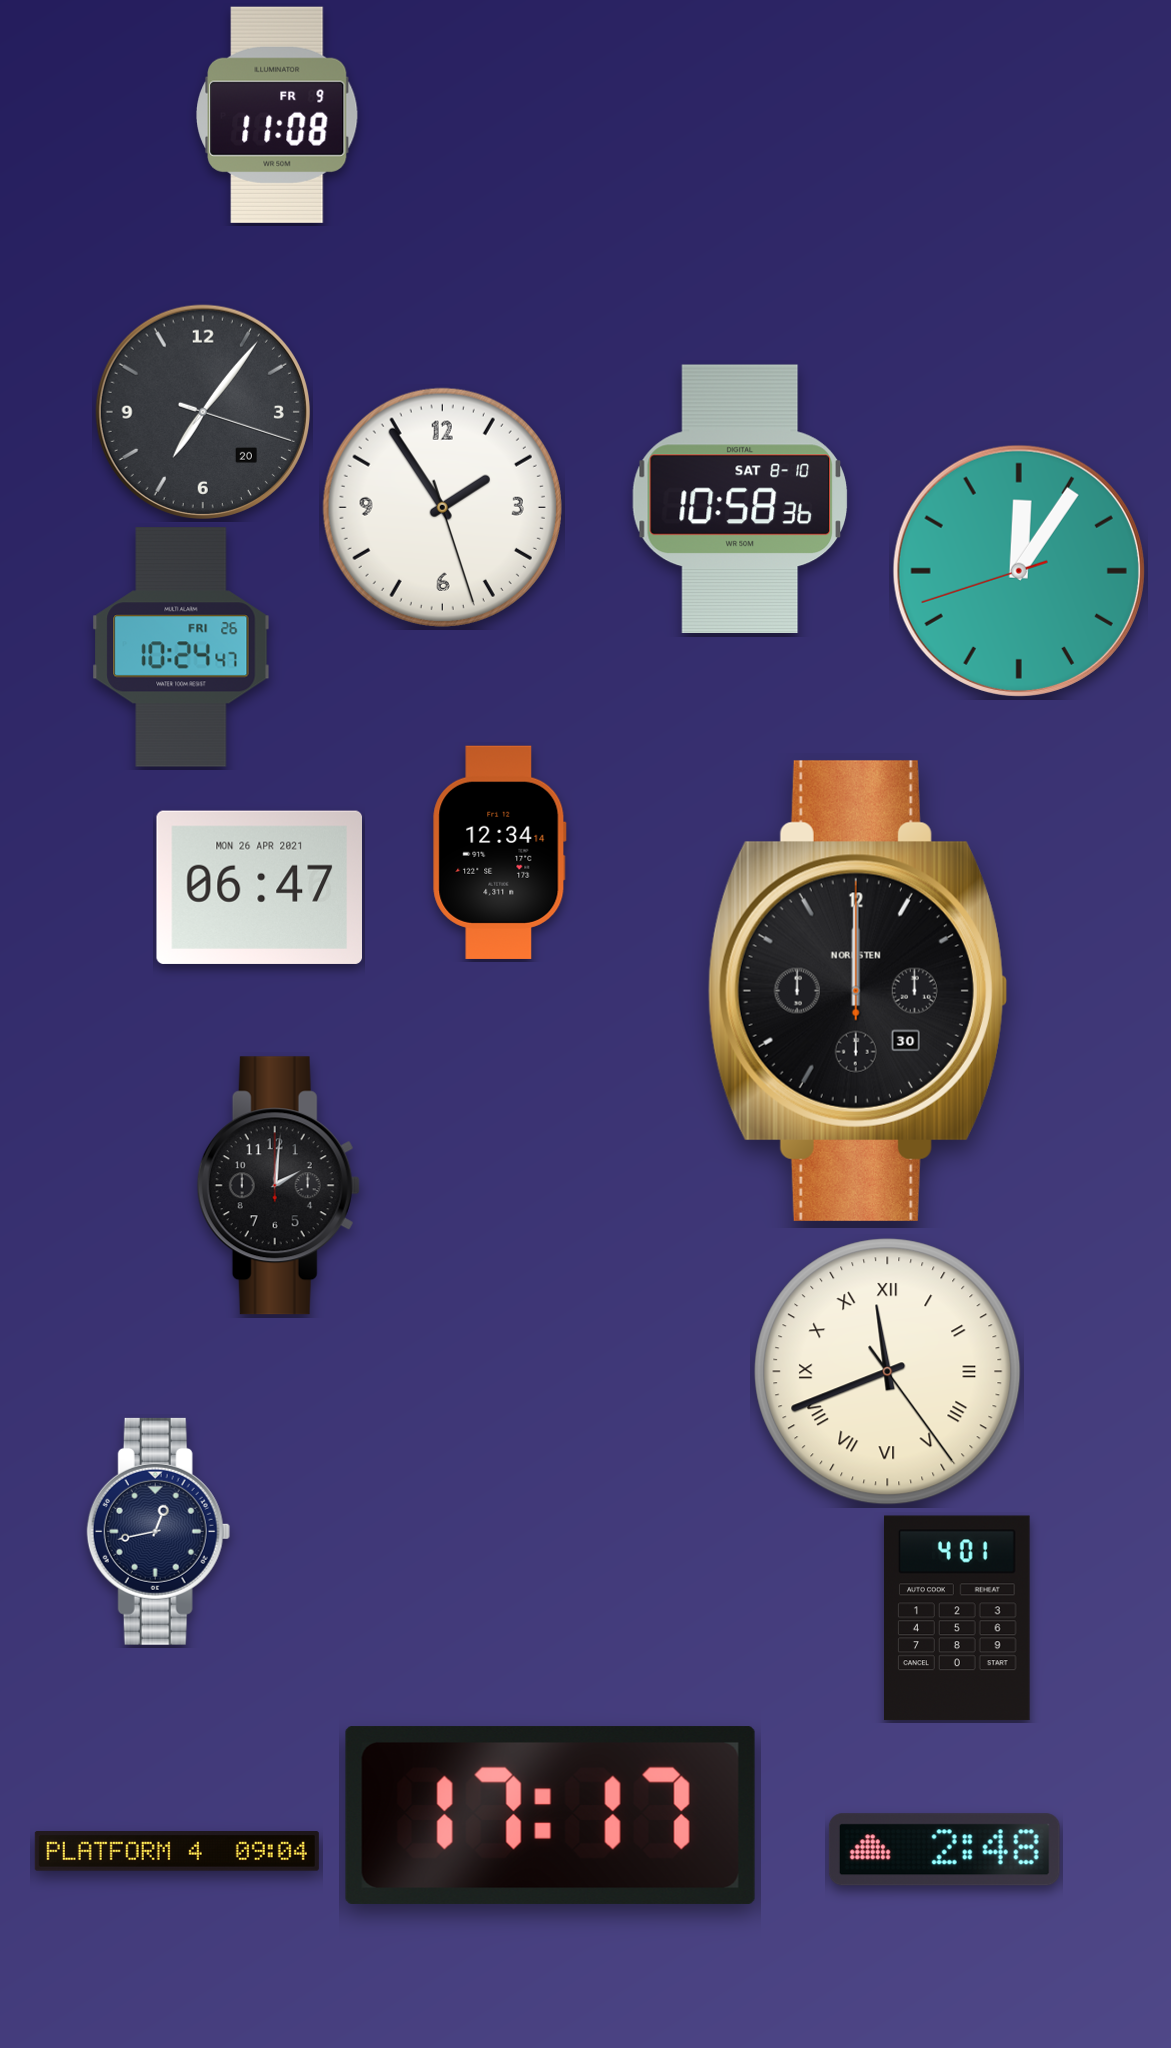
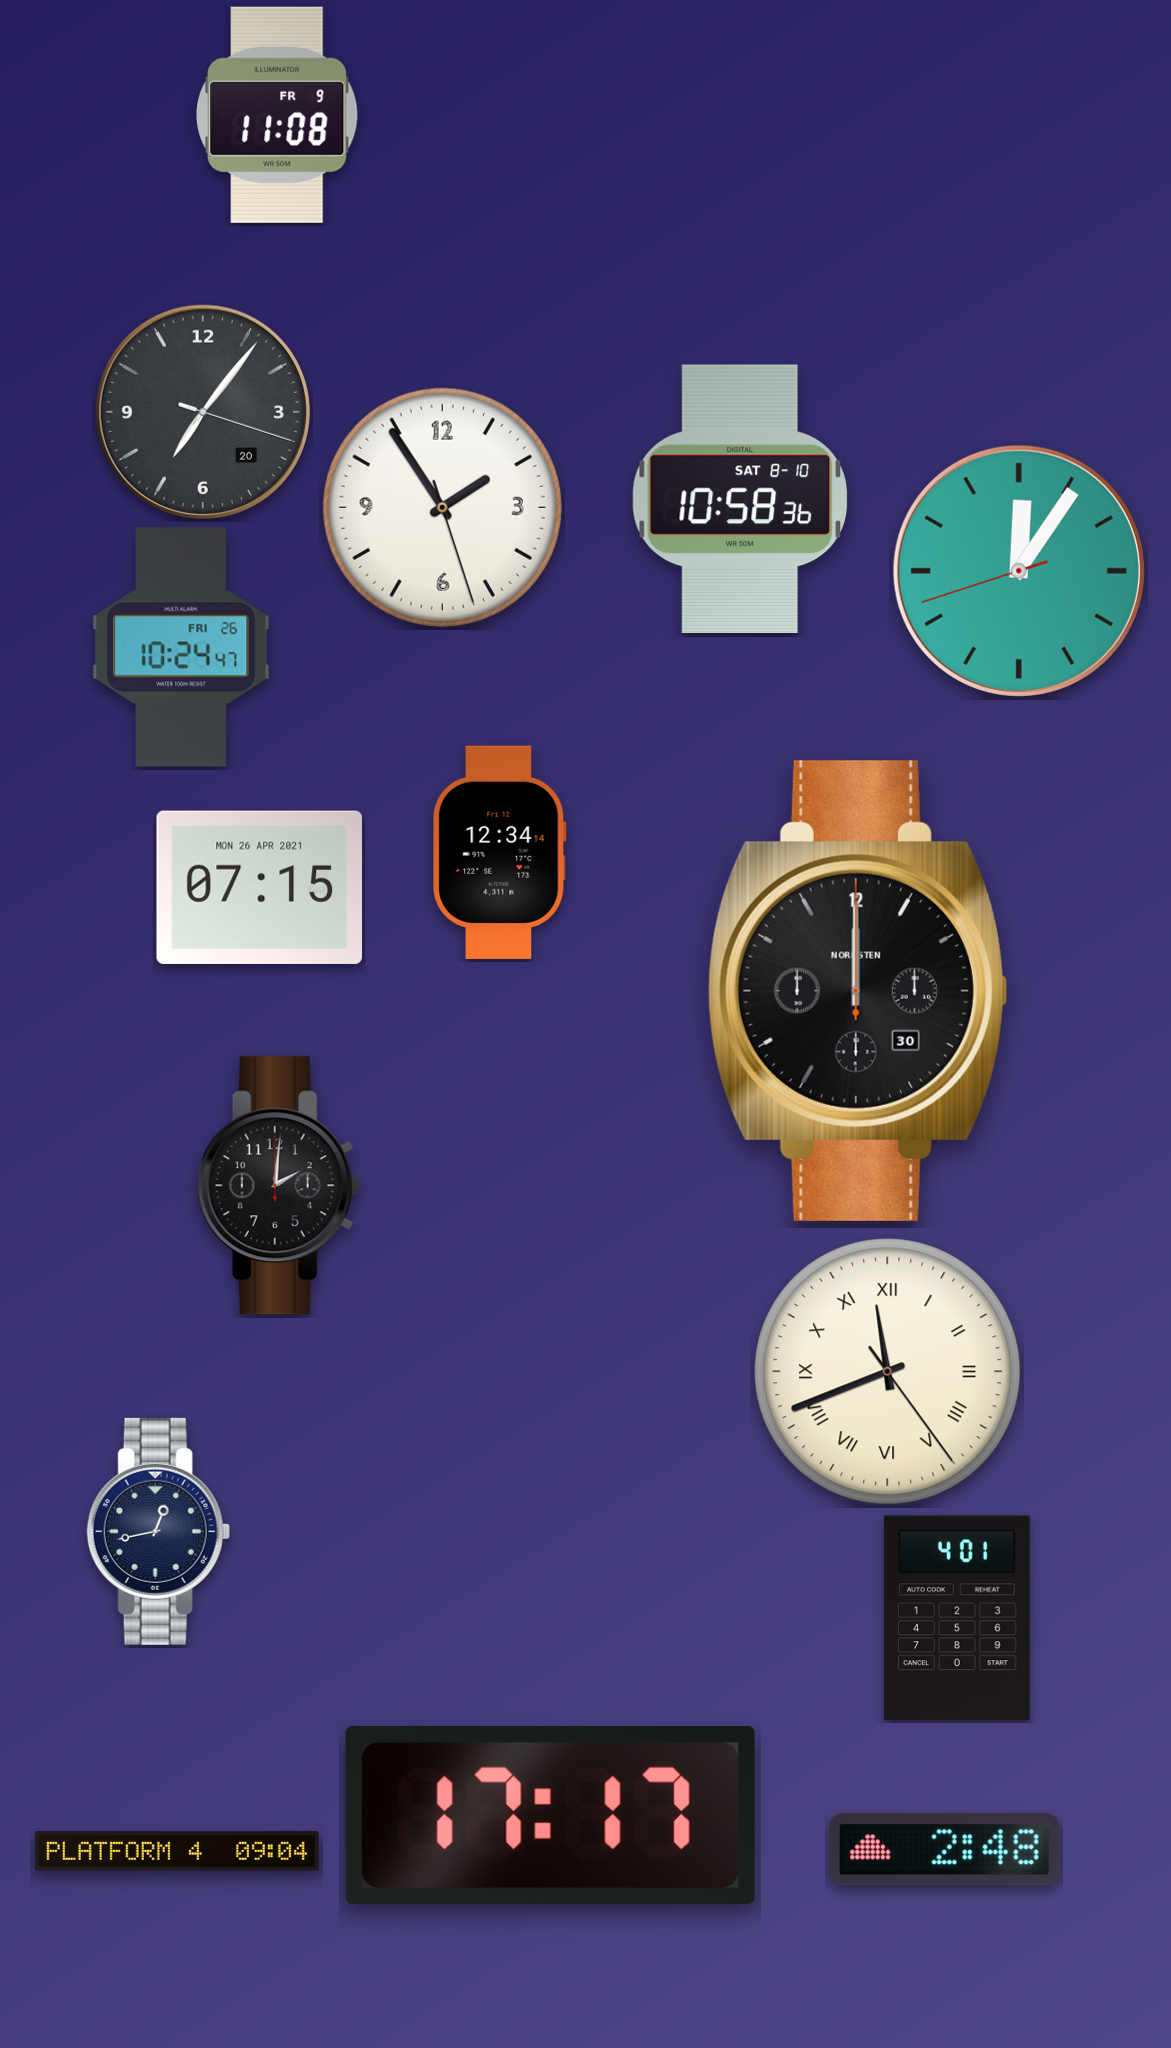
clock at (259, 887): 06:47 -> 07:15
